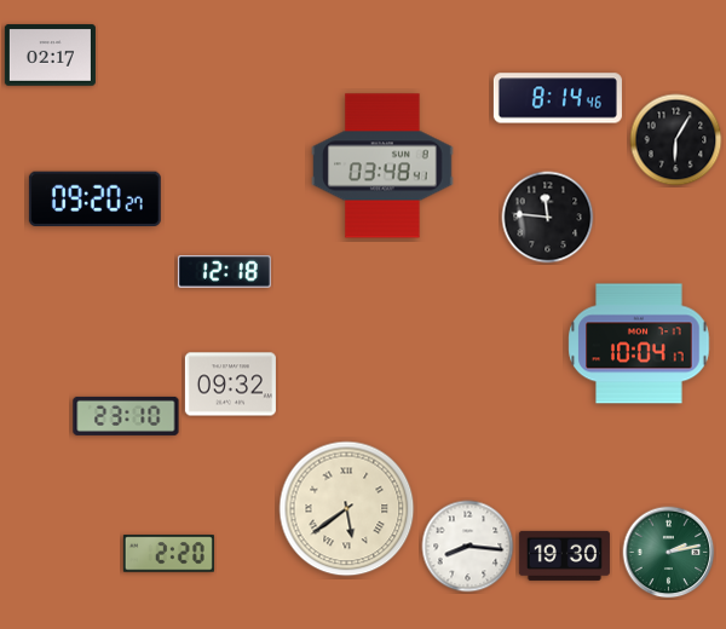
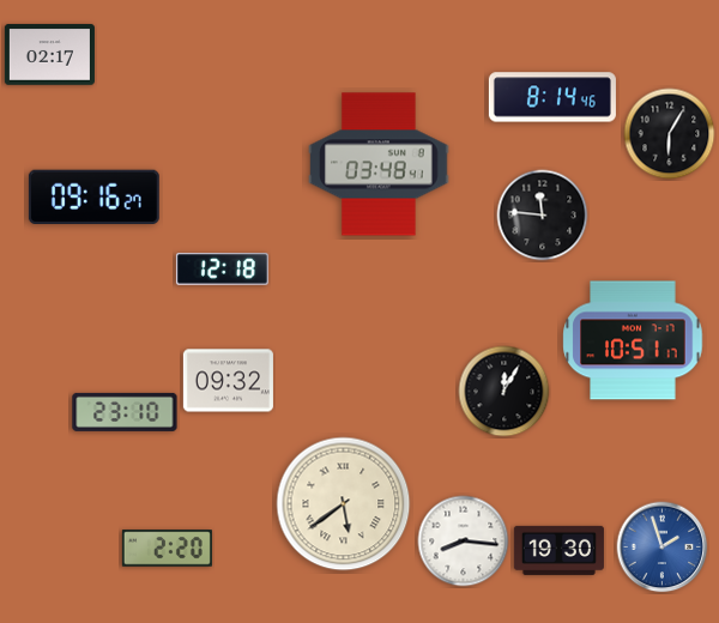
clock at (676, 140) position: (676, 140) -> (670, 134)
clock at (94, 200): 09:20 -> 09:16
clock at (639, 344): 10:04 -> 10:51
clock at (504, 392): none -> 12:05
clock at (669, 553): 2:13 -> 1:57
clock at (669, 553) dial: green -> blue
